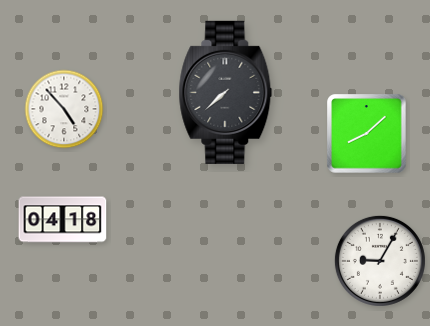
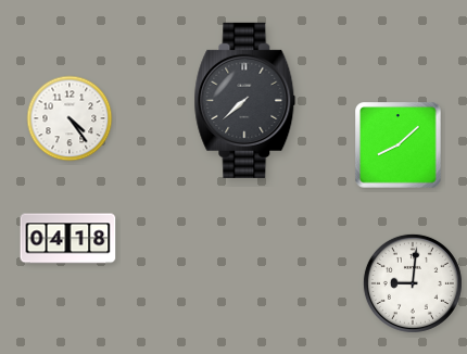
clock at (64, 109): 4:53 -> 4:24
clock at (380, 261): 9:05 -> 9:01
